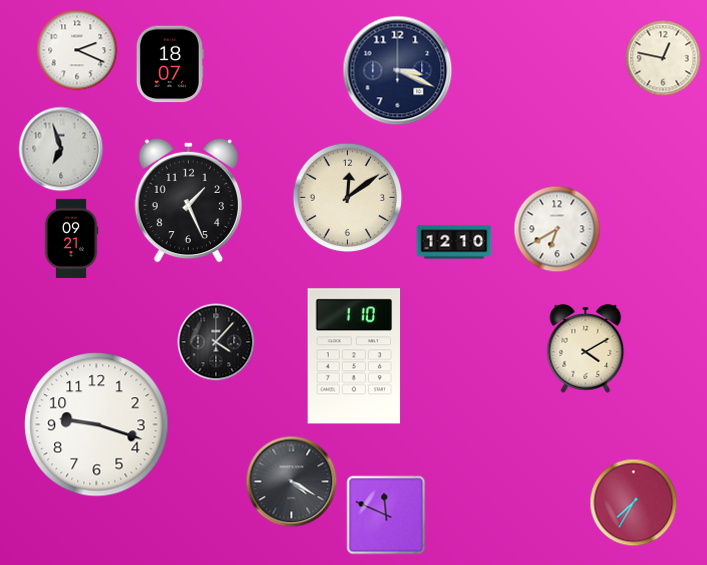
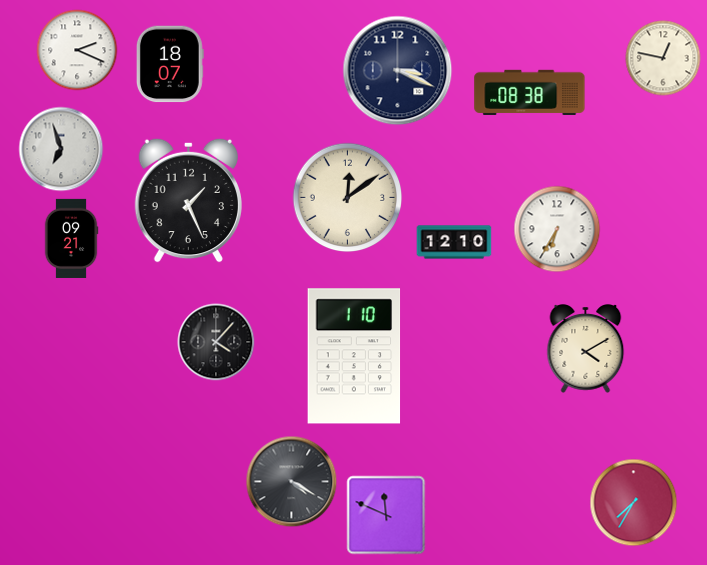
clock at (530, 92): none -> 08:38
clock at (557, 229): 6:40 -> 6:35
clock at (97, 425): 9:18 -> none
